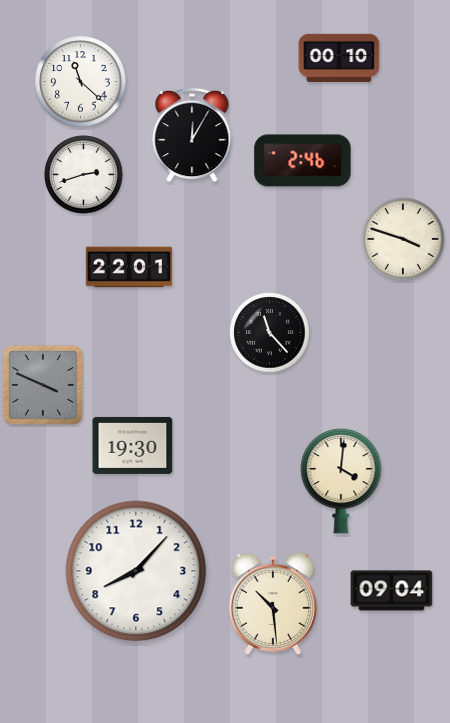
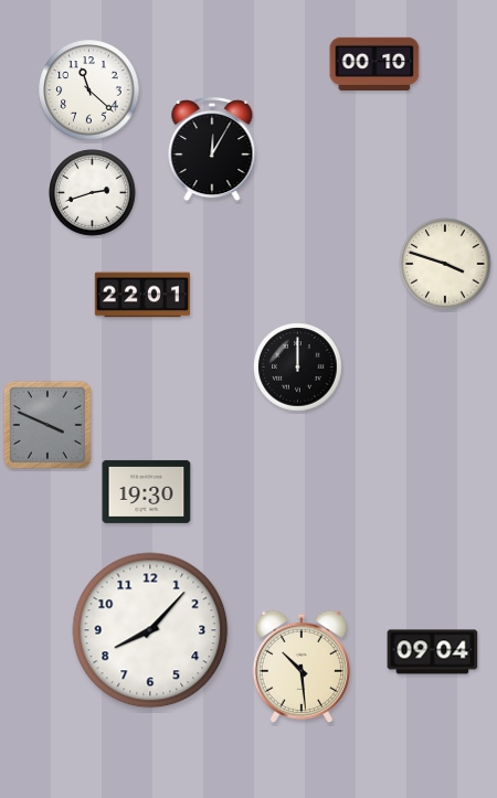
clock at (303, 161): 2:46 -> none
clock at (270, 333): 11:23 -> 12:00
clock at (341, 482): 4:01 -> none
